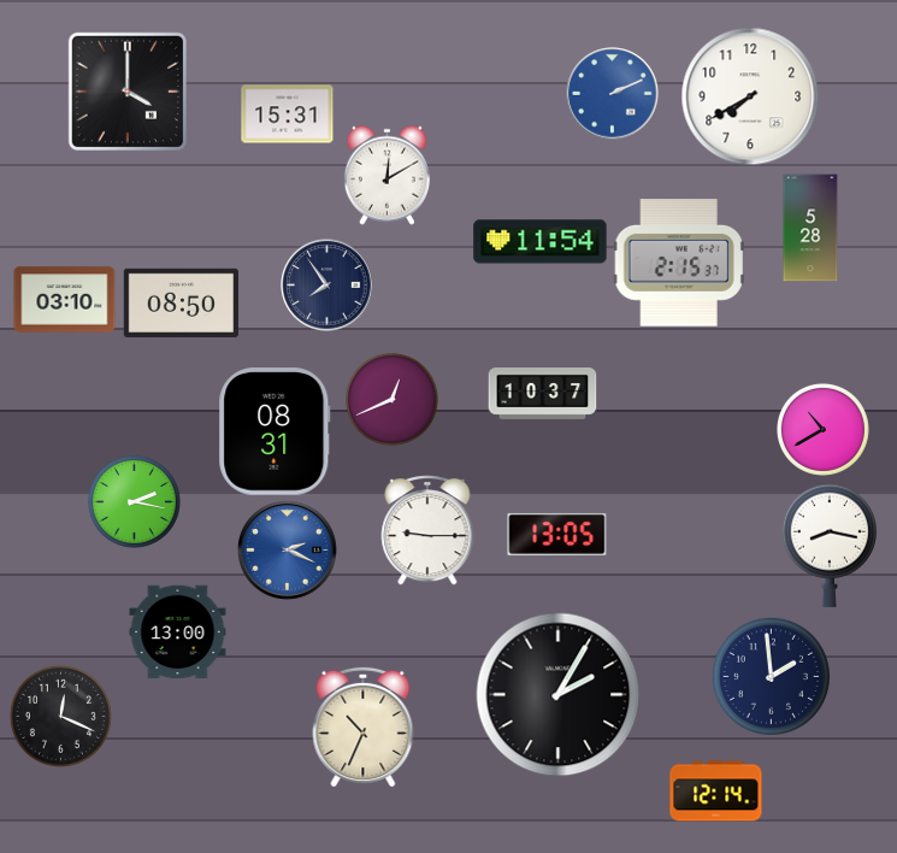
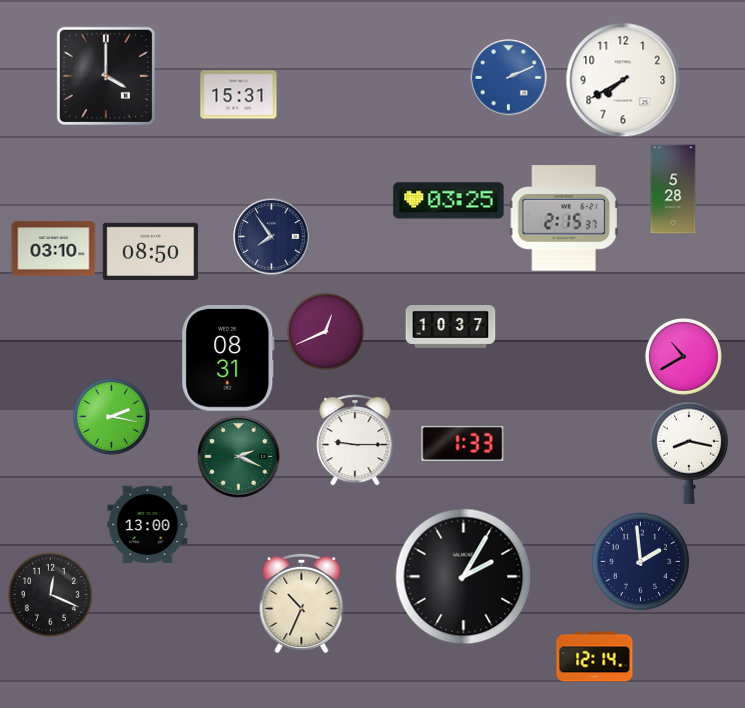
clock at (386, 175): 12:10 -> none
clock at (541, 242): 11:54 -> 03:25
clock at (557, 534): 13:05 -> 1:33
clock at (288, 551) dial: blue -> green
